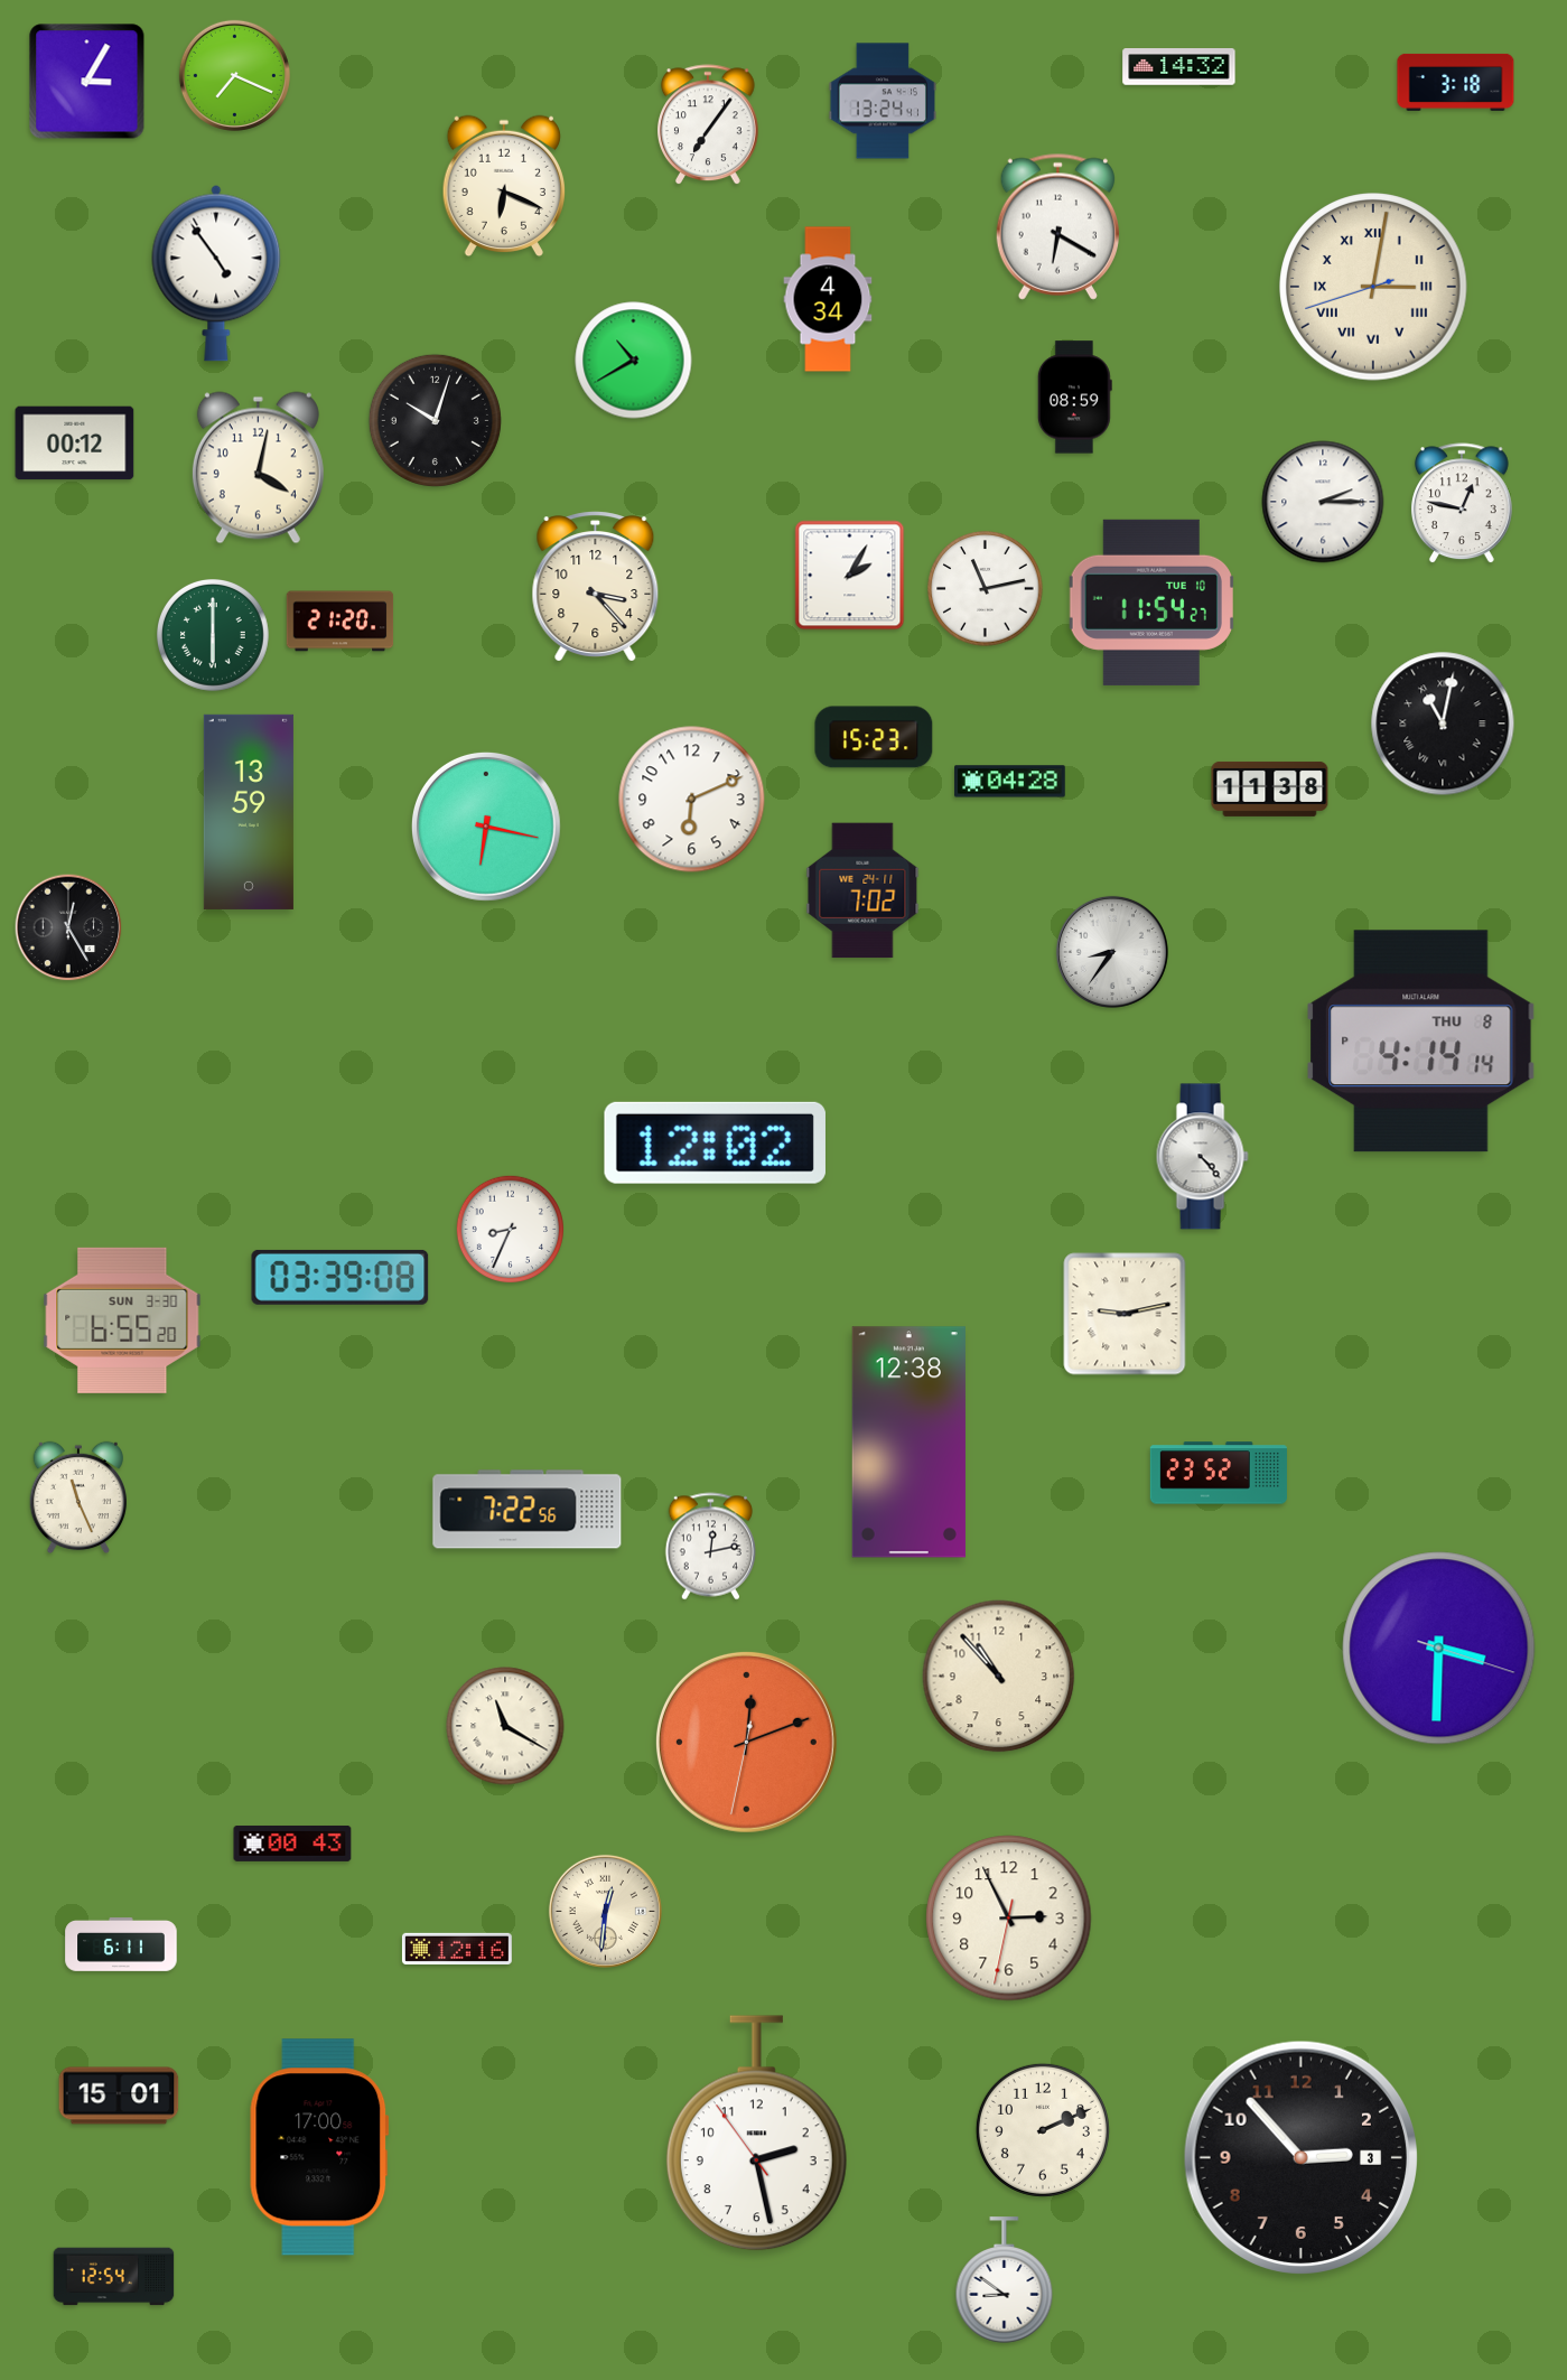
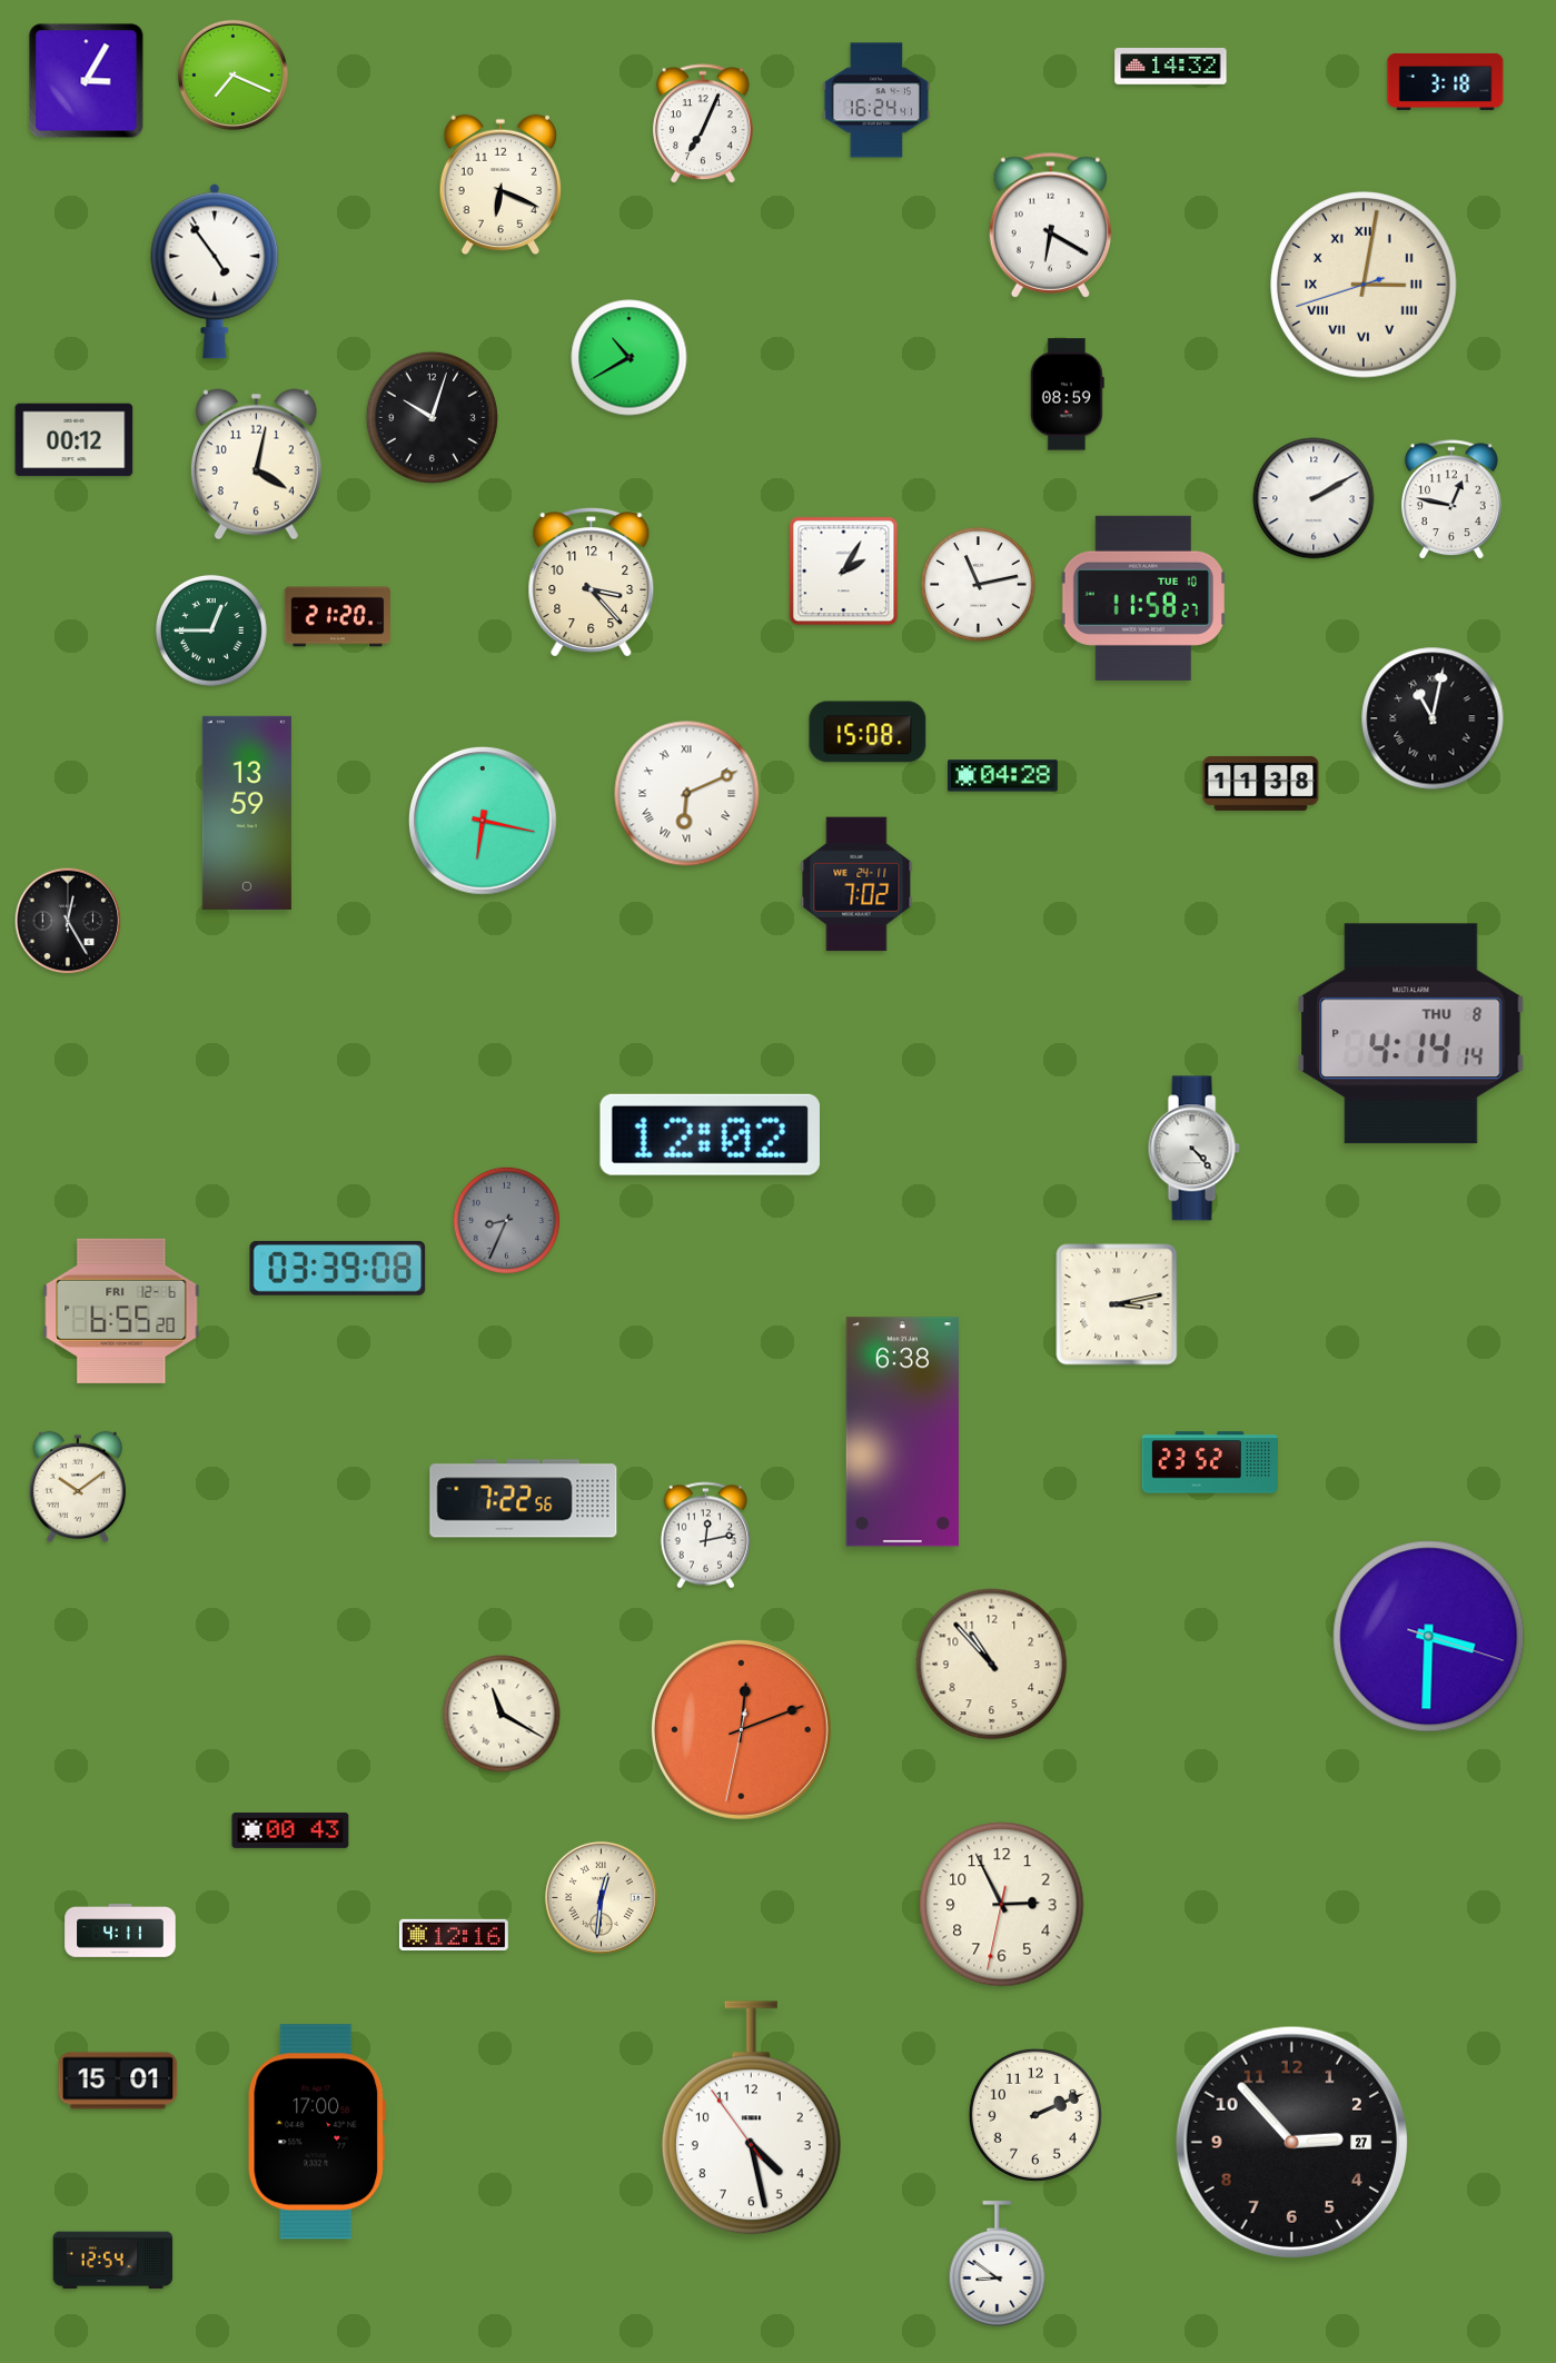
clock at (882, 101): 13:24 -> 16:24
clock at (708, 125): 7:06 -> 7:04
clock at (828, 299): 4:34 -> none
clock at (1323, 502): 2:15 -> 2:10
clock at (1150, 603): 11:54 -> 11:58
clock at (214, 636): 6:00 -> 12:45
clock at (874, 737): 15:23 -> 15:08
clock at (692, 800) numerals: Arabic -> Roman
clock at (249, 812) position: (249, 812) -> (247, 813)
clock at (1112, 952): 8:36 -> none
clock at (510, 1229) dial: white -> grey
clock at (1125, 1314): 9:13 -> 3:13
clock at (122, 1320) date: SUN 3-30 -> FRI 12-6
clock at (908, 1443): 12:38 -> 6:38
clock at (78, 1497): 11:26 -> 10:09
clock at (121, 1944): 6:11 -> 4:11
clock at (756, 2134): 2:27 -> 4:27
clock at (1300, 2157) date: 3 -> 27
